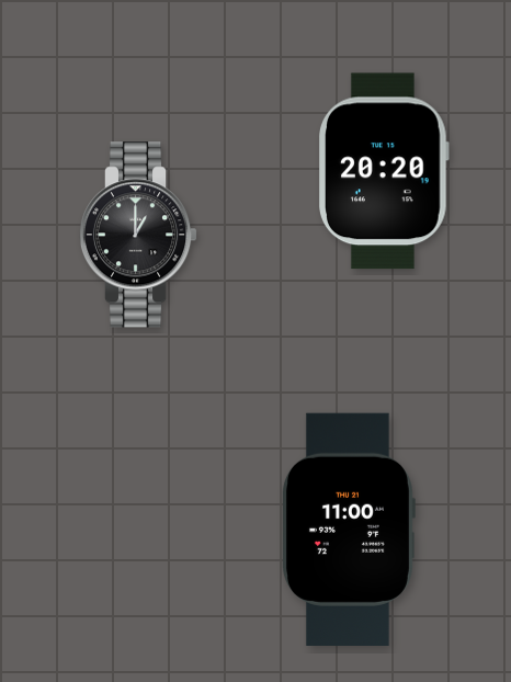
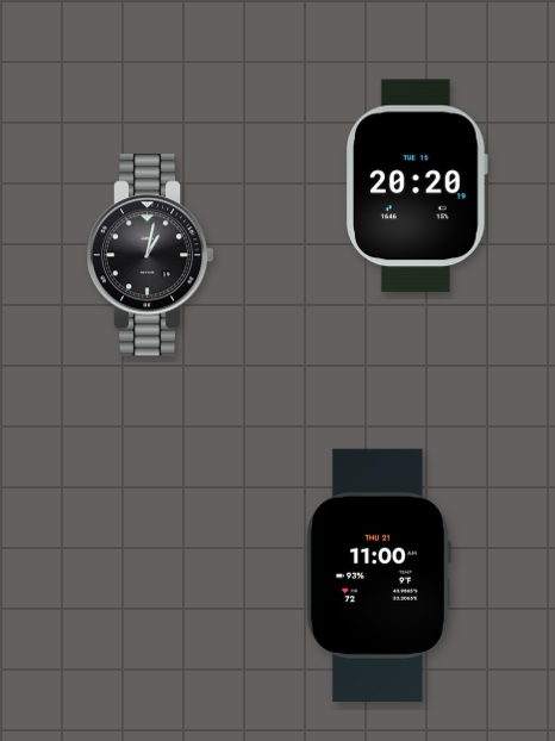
clock at (138, 235): 1:00 -> 1:02
